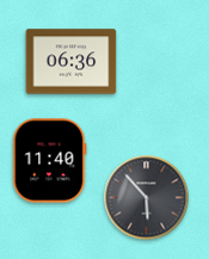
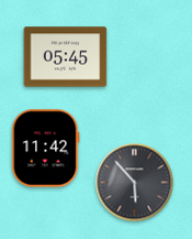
clock at (72, 62): 06:36 -> 05:45
clock at (50, 161): 11:40 -> 11:42
